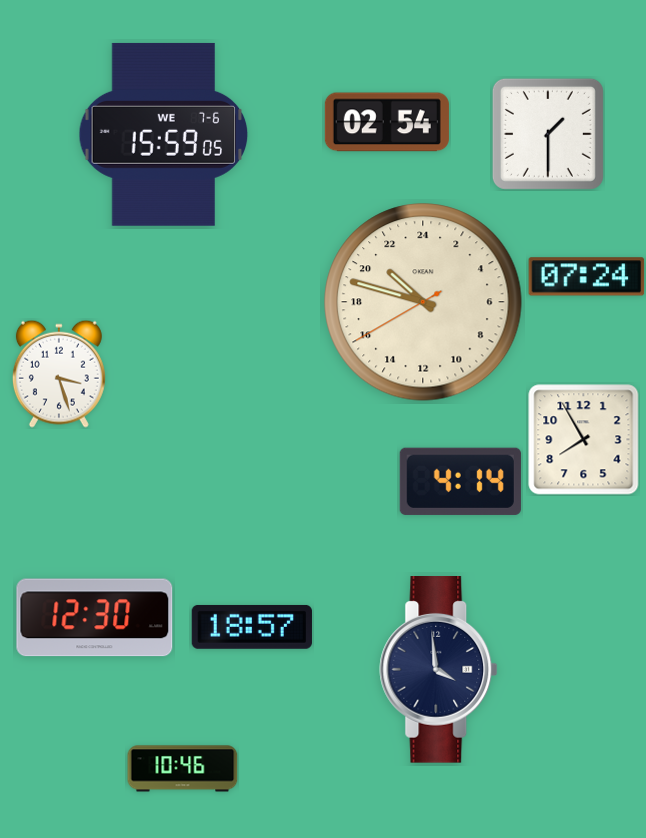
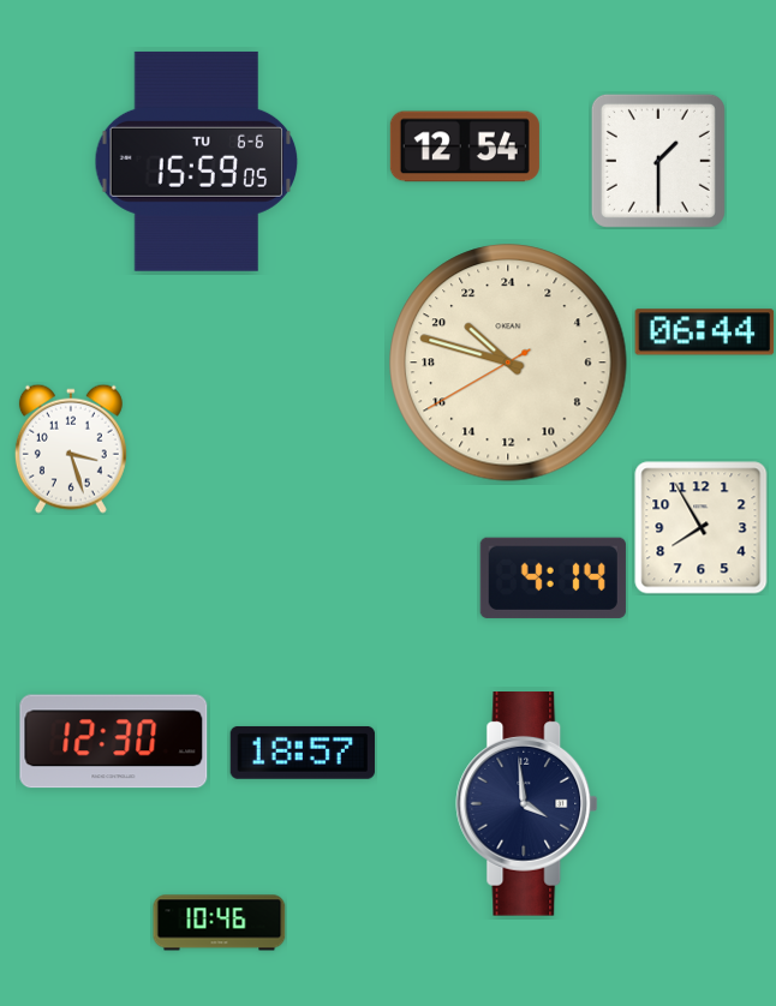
clock at (387, 122): 02:54 -> 12:54
clock at (164, 134) date: WE 7-6 -> TU 6-6
clock at (587, 277): 07:24 -> 06:44
